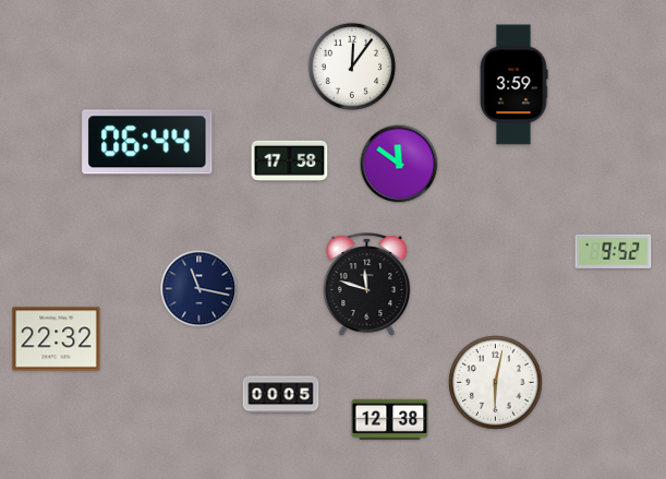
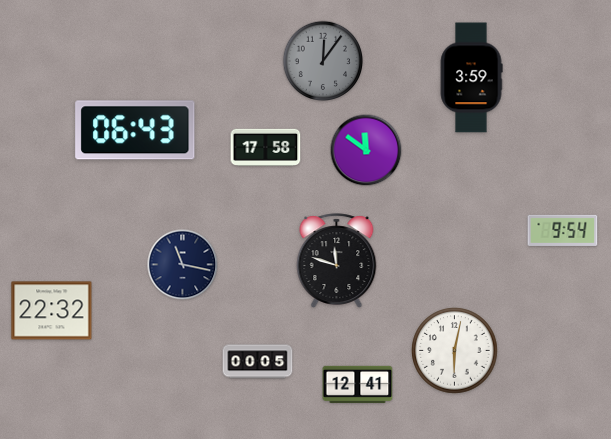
clock at (351, 65) dial: white -> grey
clock at (147, 142): 06:44 -> 06:43
clock at (614, 251): 9:52 -> 9:54
clock at (390, 419): 12:38 -> 12:41
